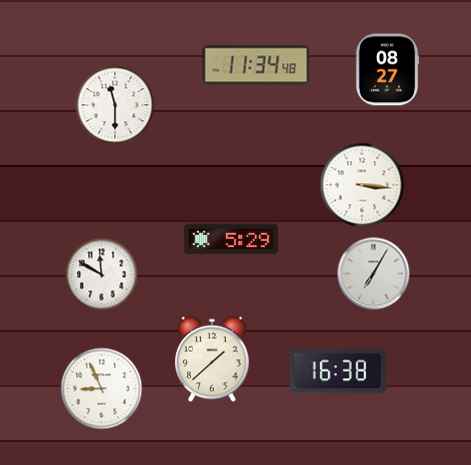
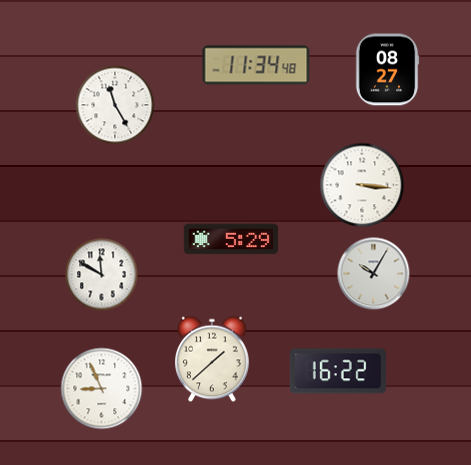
clock at (115, 105): 11:30 -> 11:25
clock at (374, 274): 7:05 -> 10:05
clock at (338, 371): 16:38 -> 16:22
